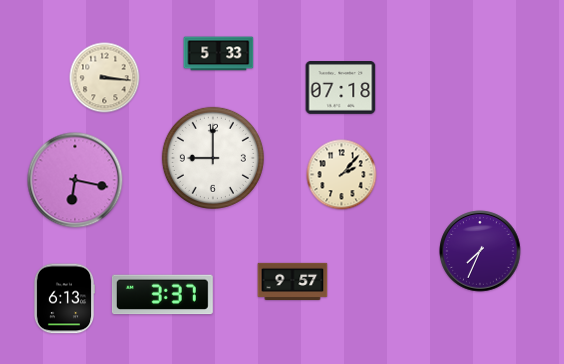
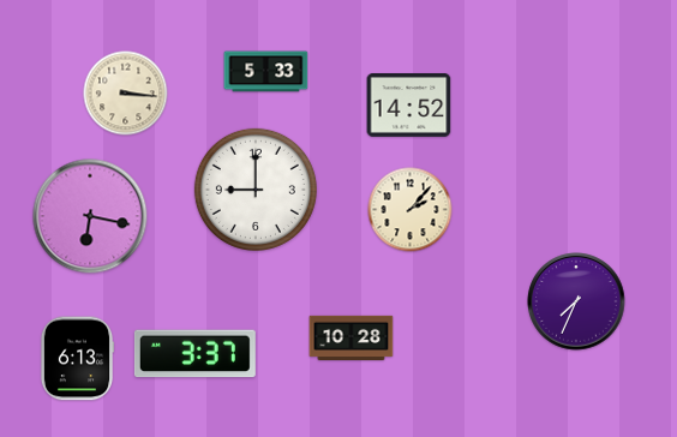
clock at (219, 54) position: (219, 54) -> (266, 72)
clock at (341, 88): 07:18 -> 14:52
clock at (293, 281): 9:57 -> 10:28
